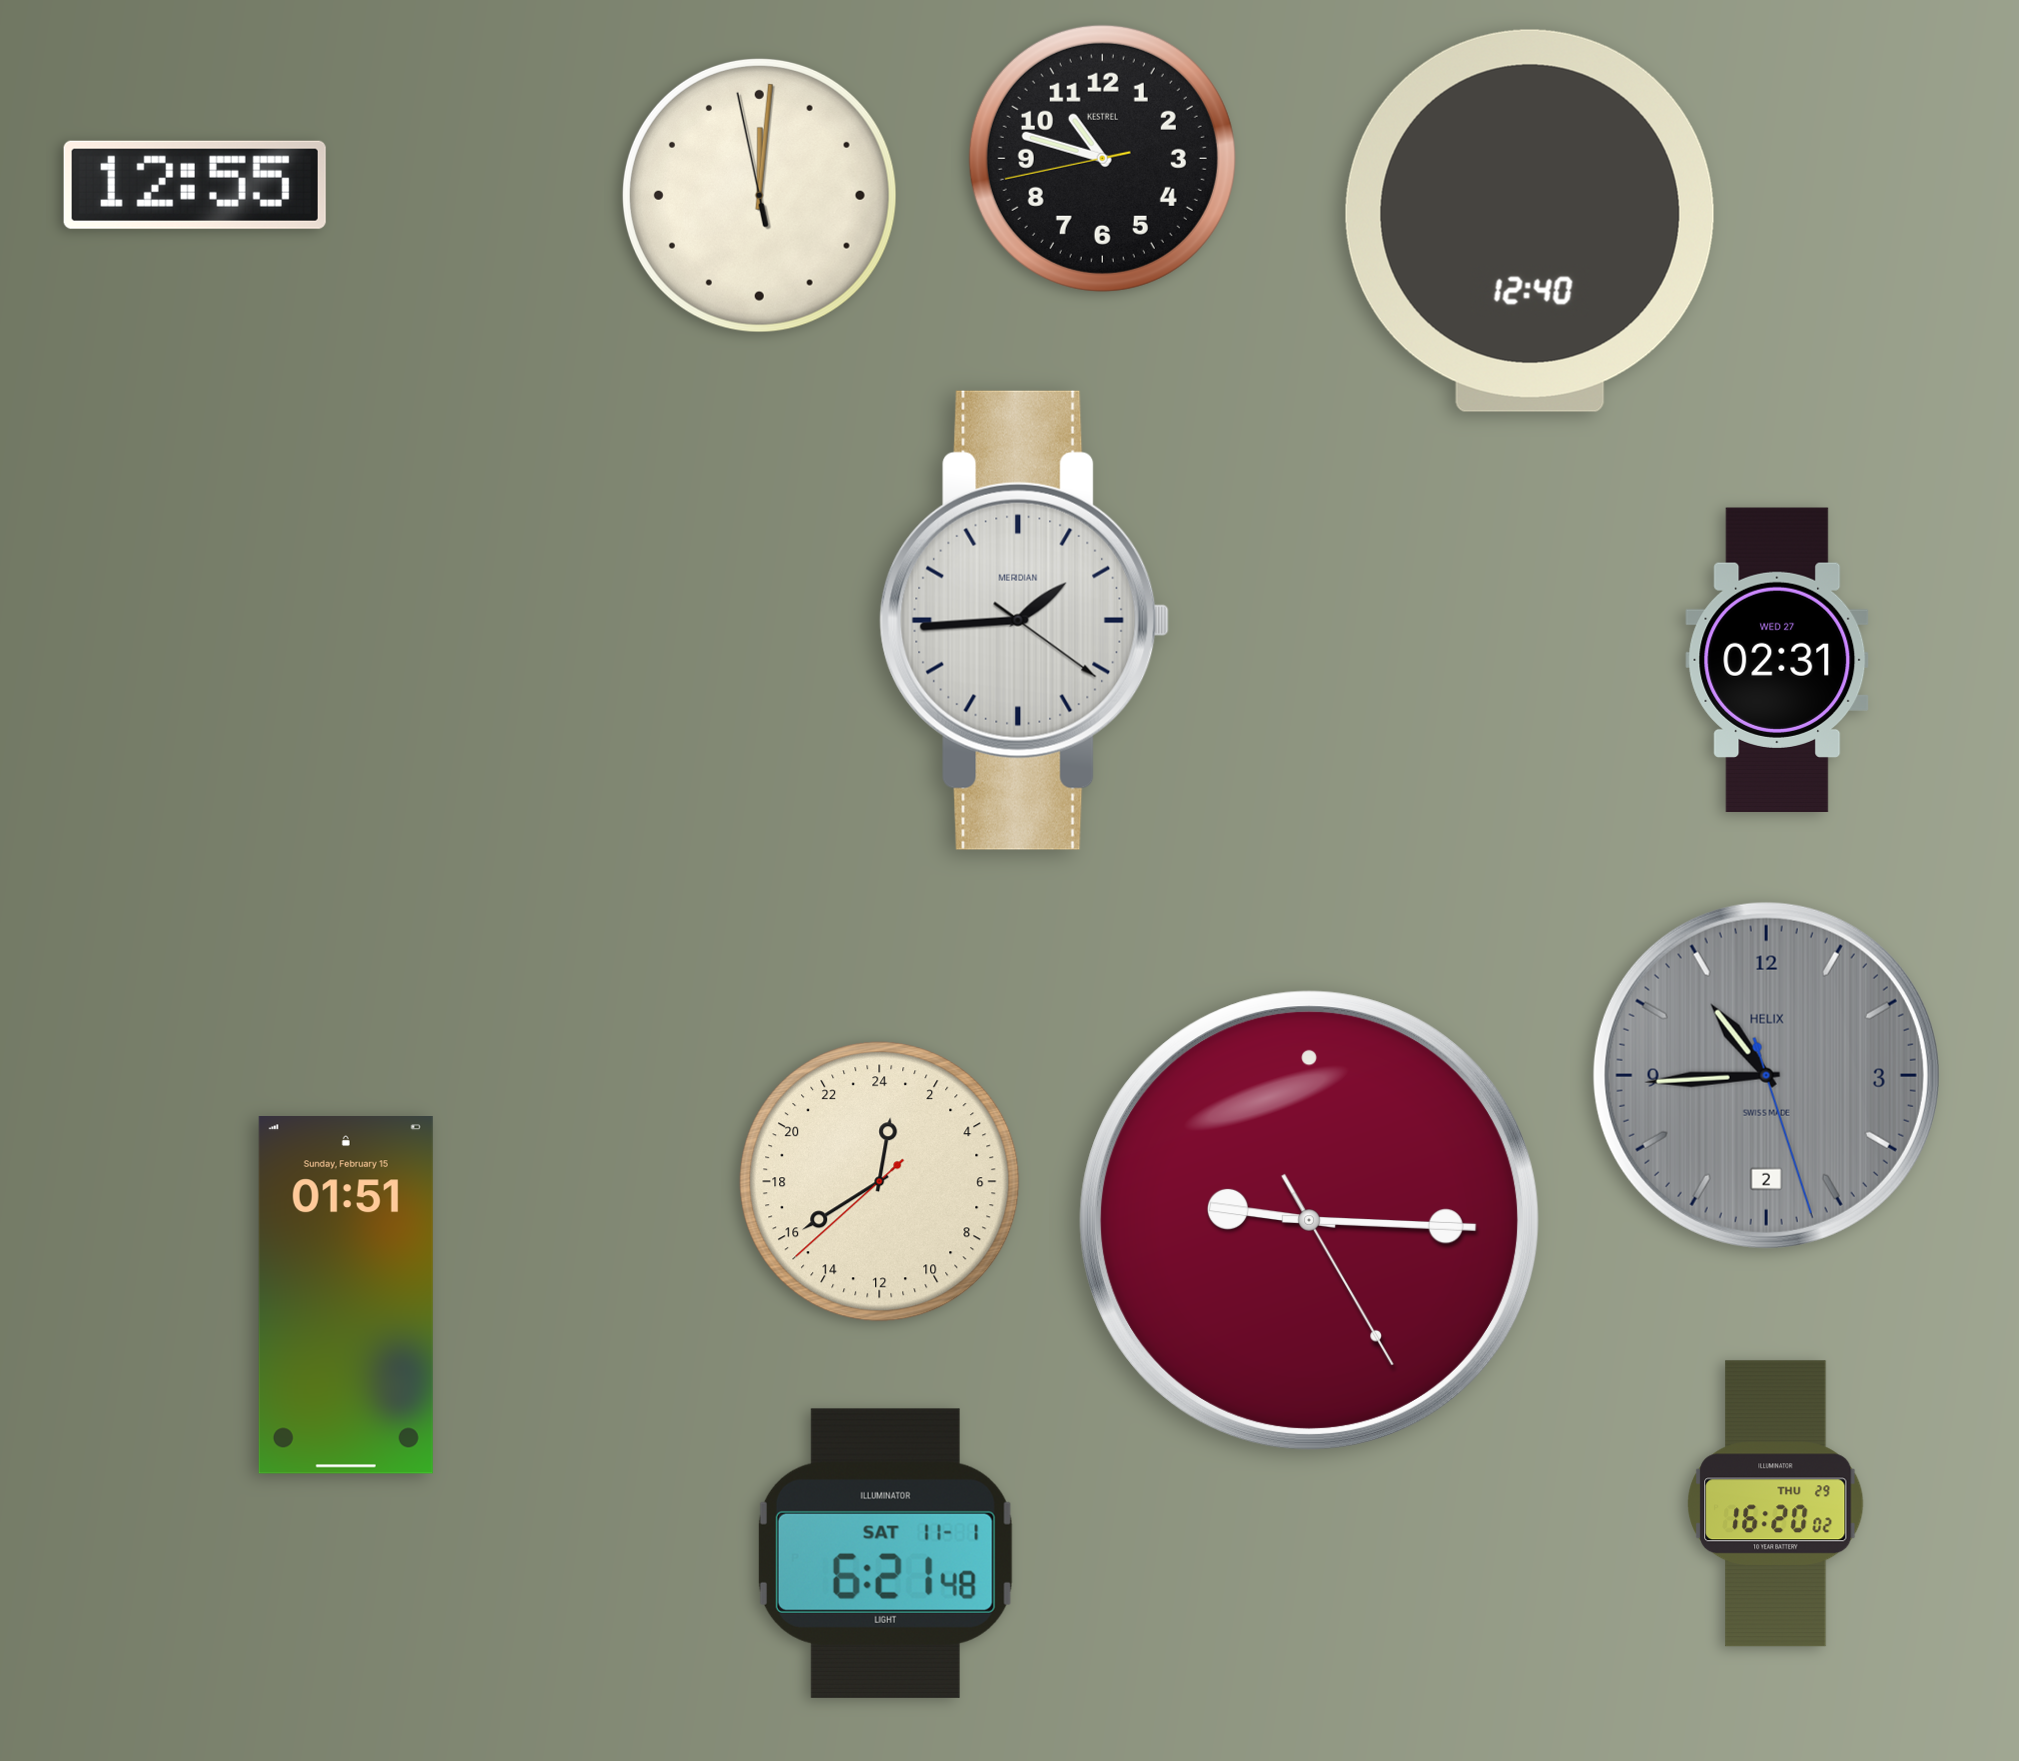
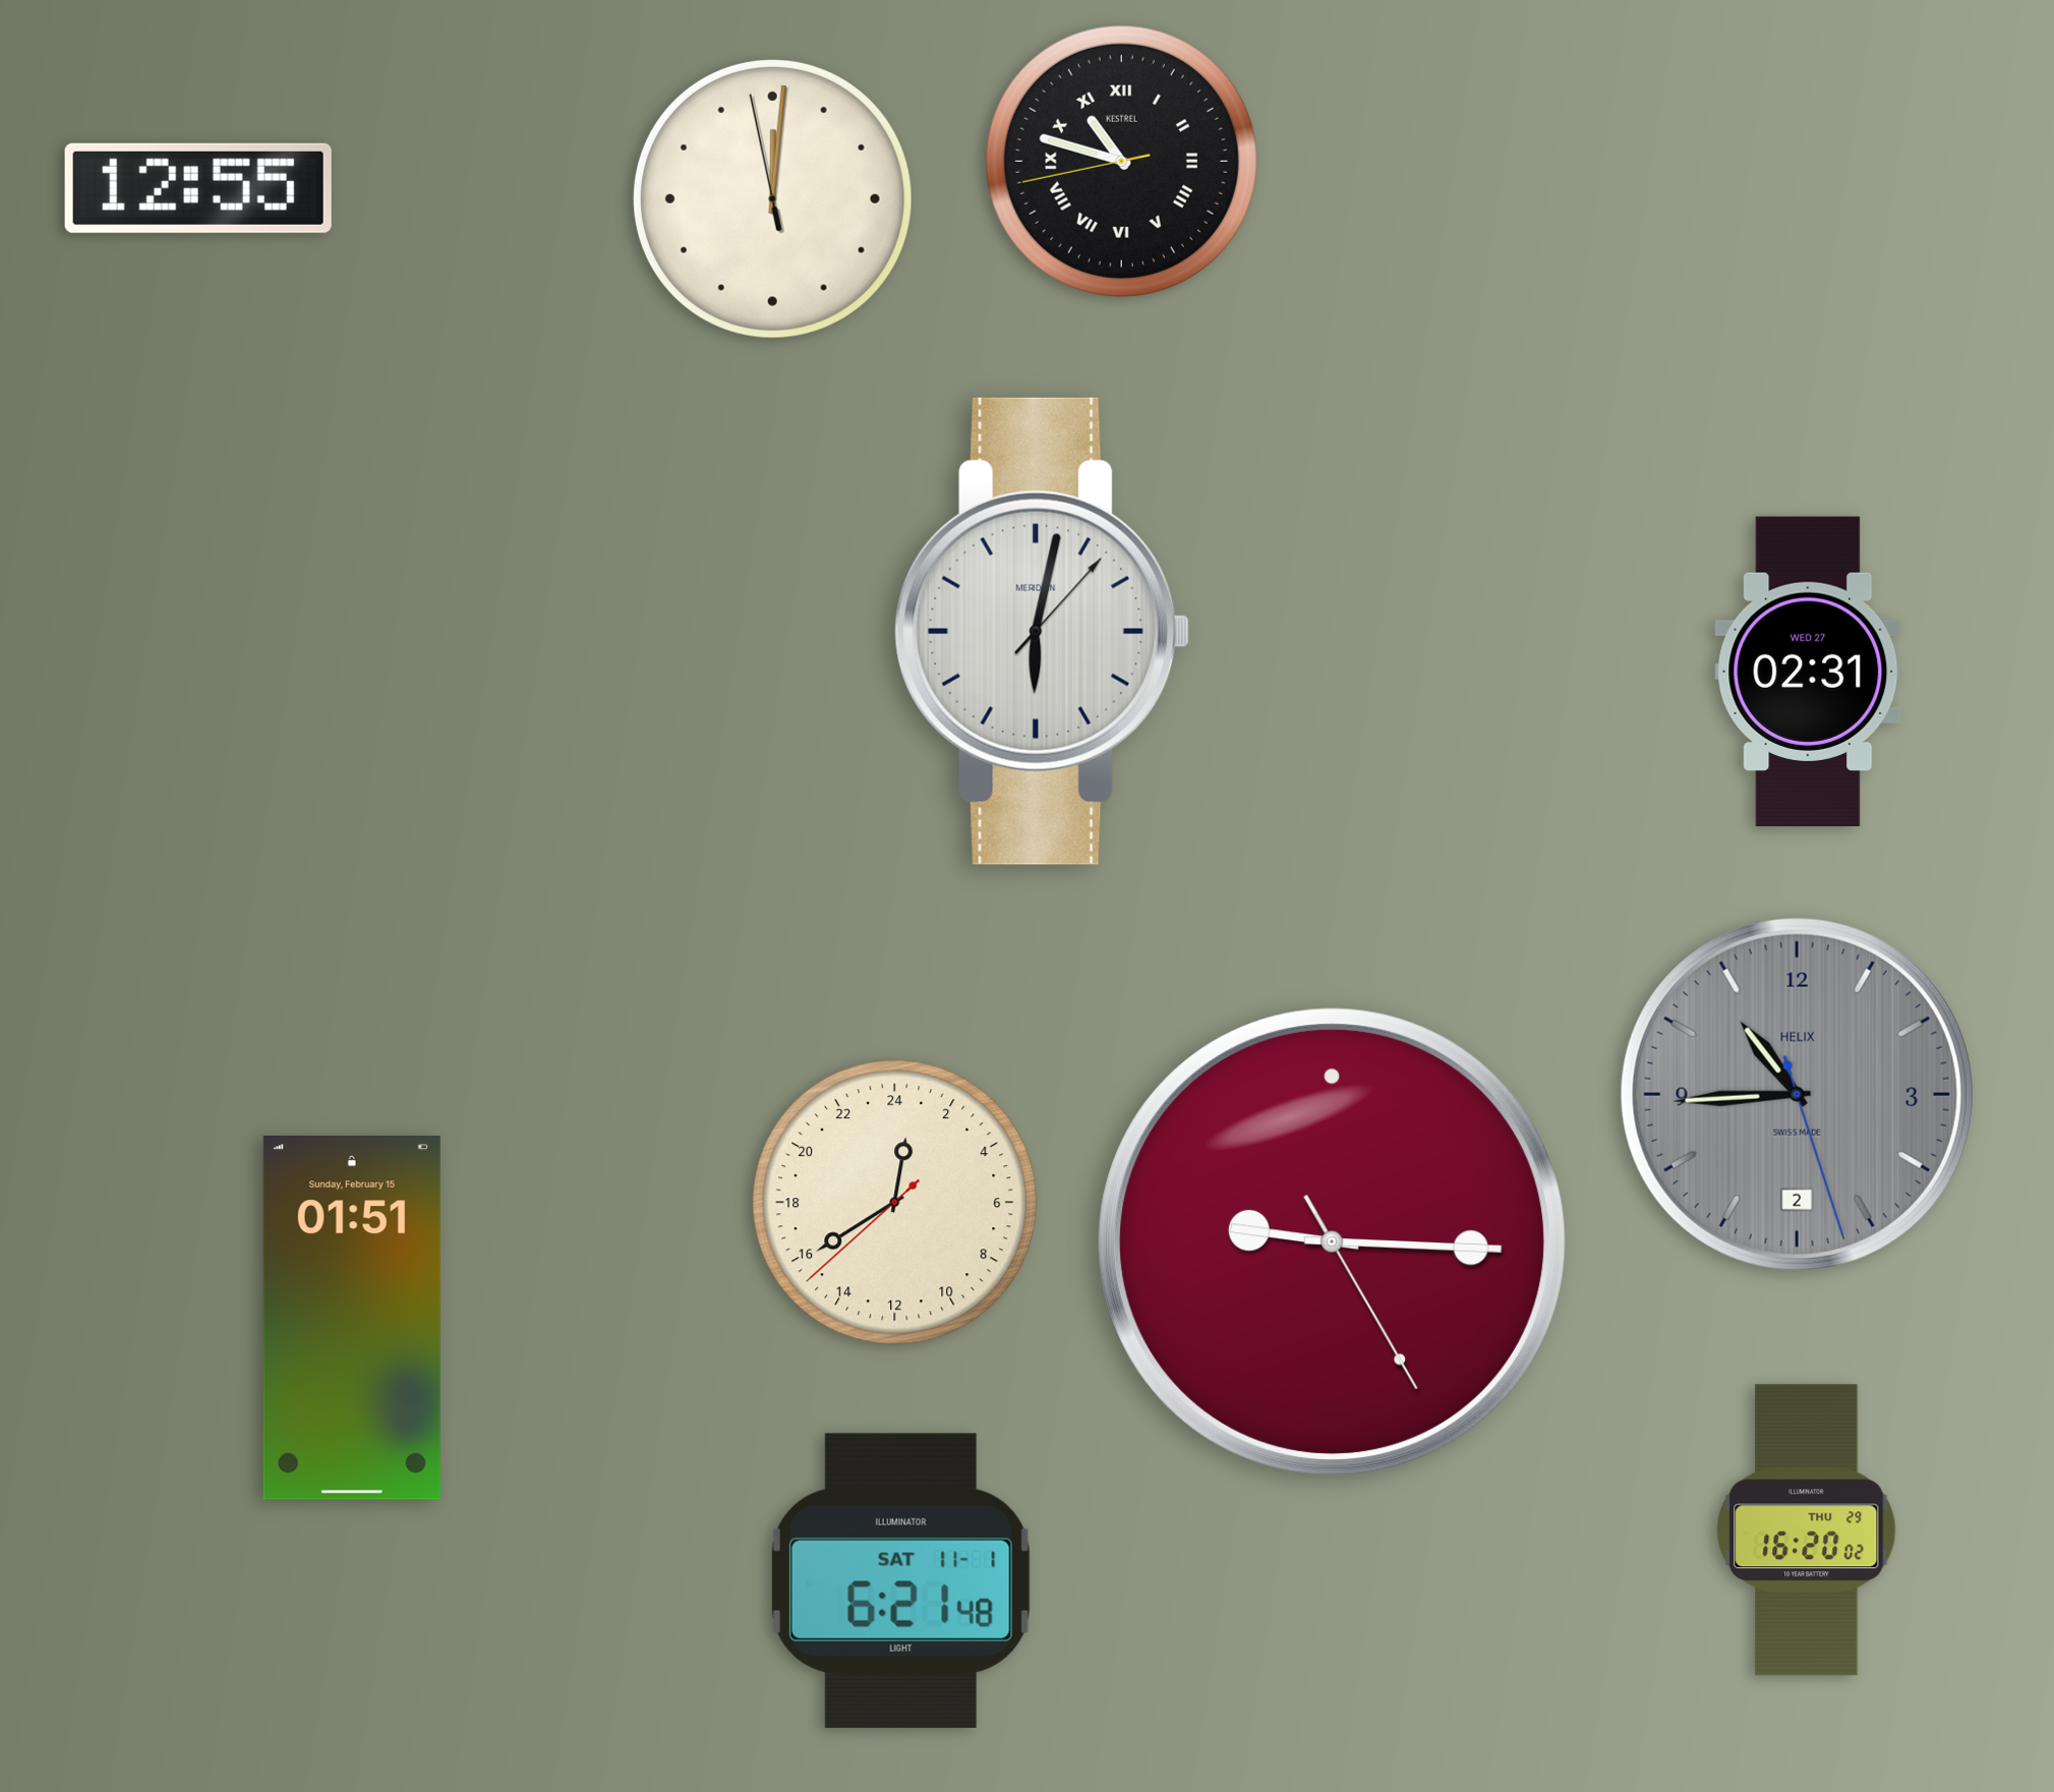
clock at (1102, 158) numerals: Arabic -> Roman
clock at (1530, 221): 12:40 -> none
clock at (1025, 620): 1:44 -> 6:02
